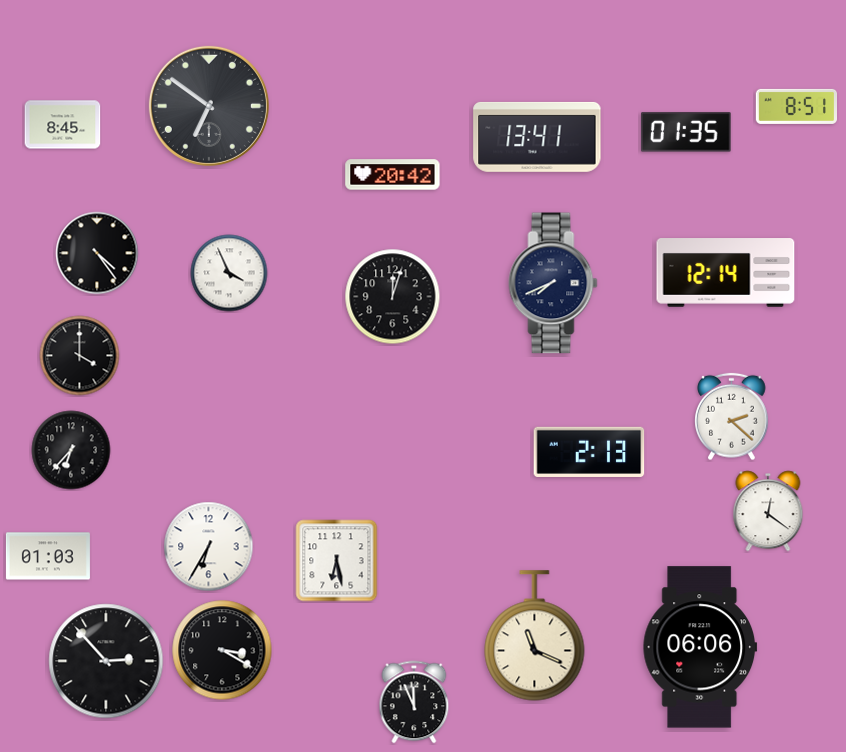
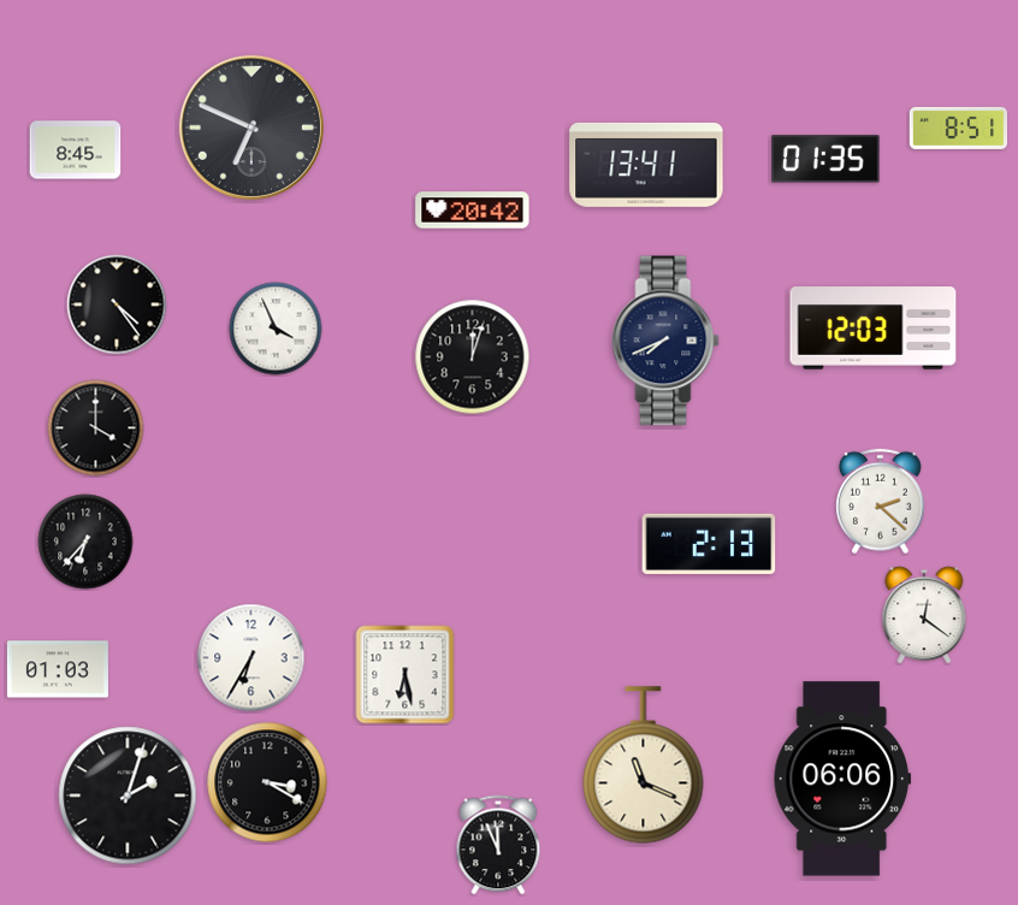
clock at (209, 106): 6:51 -> 6:49
clock at (726, 273): 12:14 -> 12:03
clock at (106, 661): 2:53 -> 2:03
